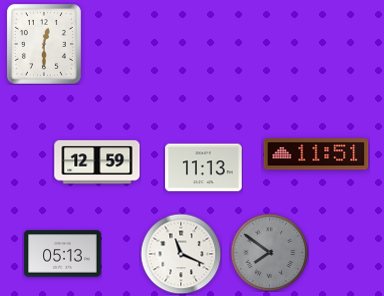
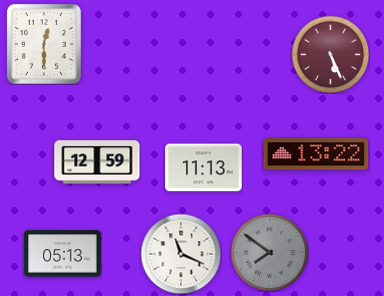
clock at (330, 54): none -> 5:26
clock at (316, 154): 11:51 -> 13:22
